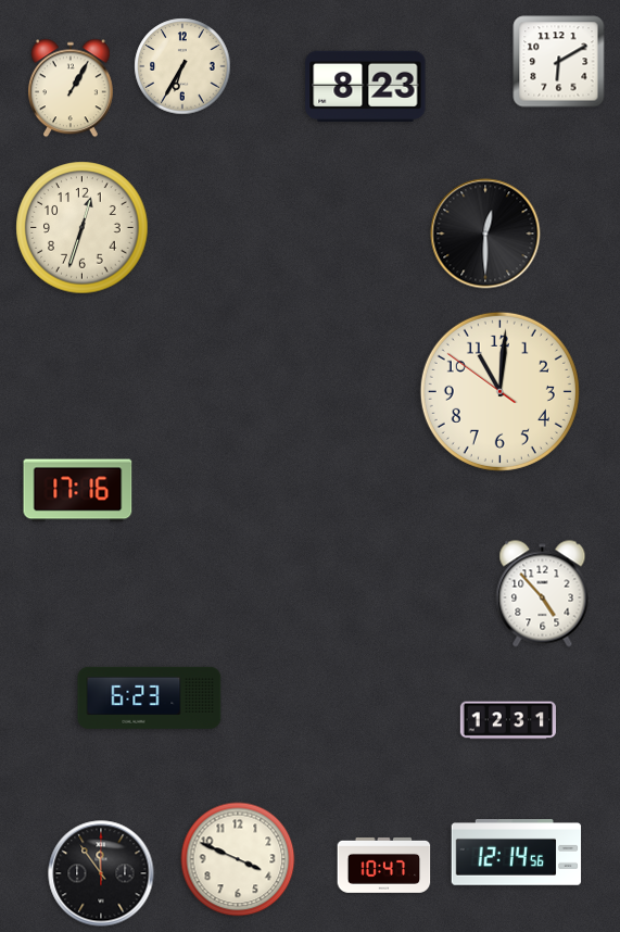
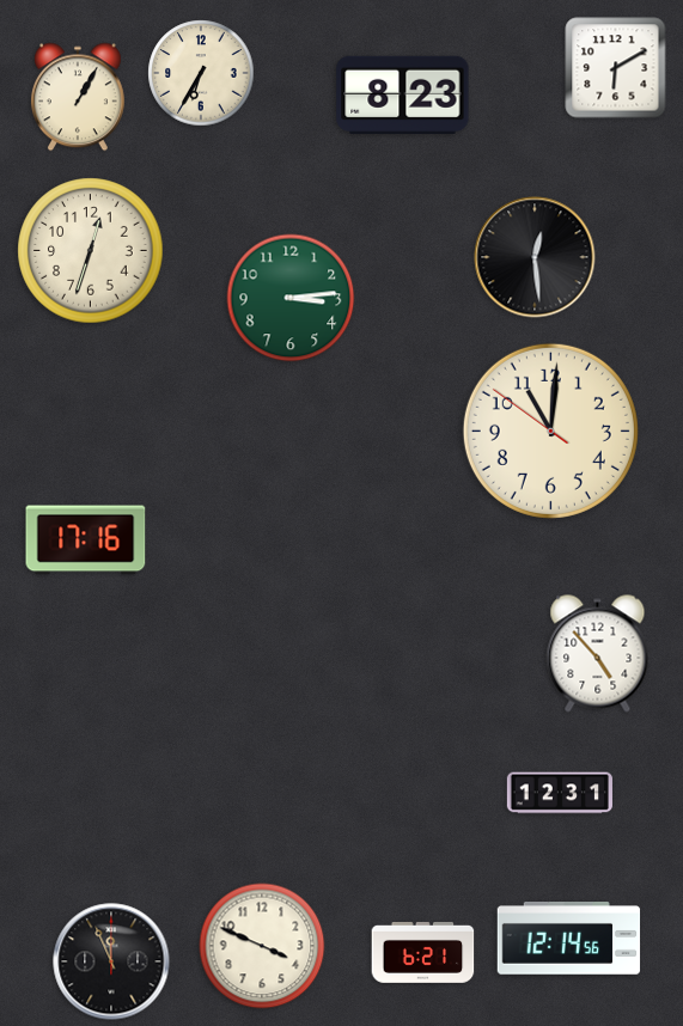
clock at (485, 234): 12:30 -> 12:29
clock at (291, 298): none -> 3:14
clock at (150, 697): 6:23 -> none
clock at (384, 865): 10:47 -> 6:21
clock at (101, 873): 11:54 -> 11:56
